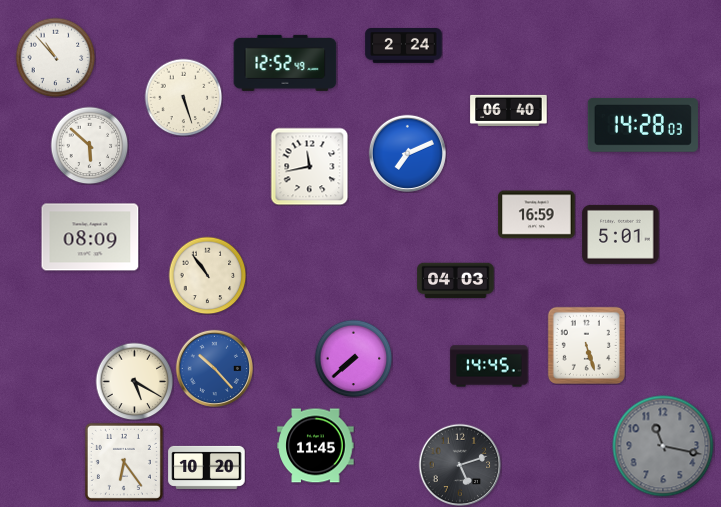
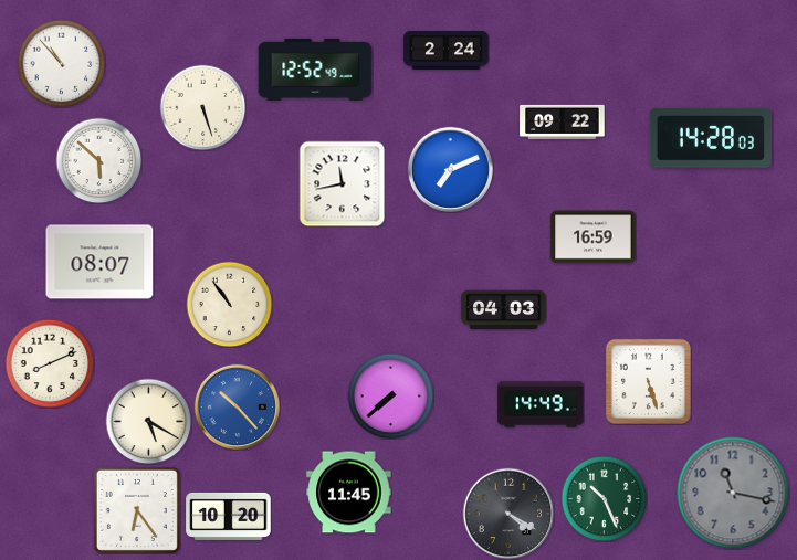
clock at (509, 110): 06:40 -> 09:22
clock at (621, 234): 5:01 -> none
clock at (90, 237): 08:09 -> 08:07
clock at (50, 363): none -> 8:11
clock at (489, 366): 14:45 -> 14:49
clock at (604, 498): none -> 10:26
clock at (460, 465): 5:12 -> 4:20
